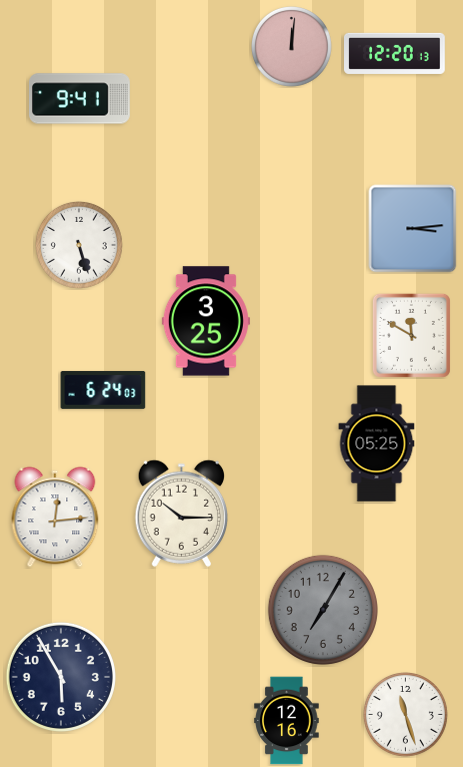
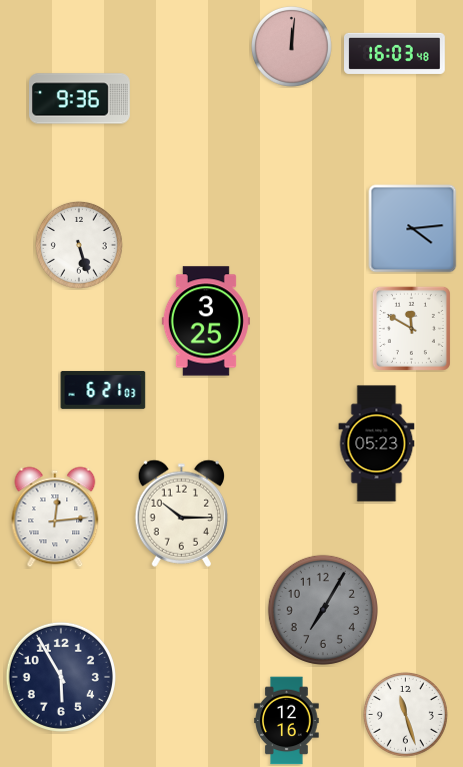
clock at (395, 53): 12:20 -> 16:03
clock at (80, 99): 9:41 -> 9:36
clock at (413, 229): 3:14 -> 4:14
clock at (411, 335) position: (411, 335) -> (411, 328)
clock at (103, 390): 6:24 -> 6:21
clock at (377, 444): 05:25 -> 05:23
